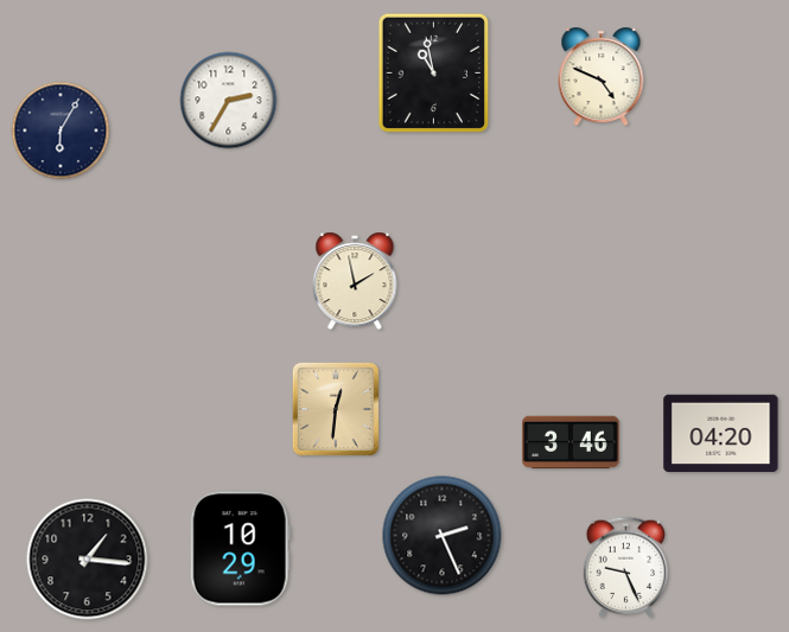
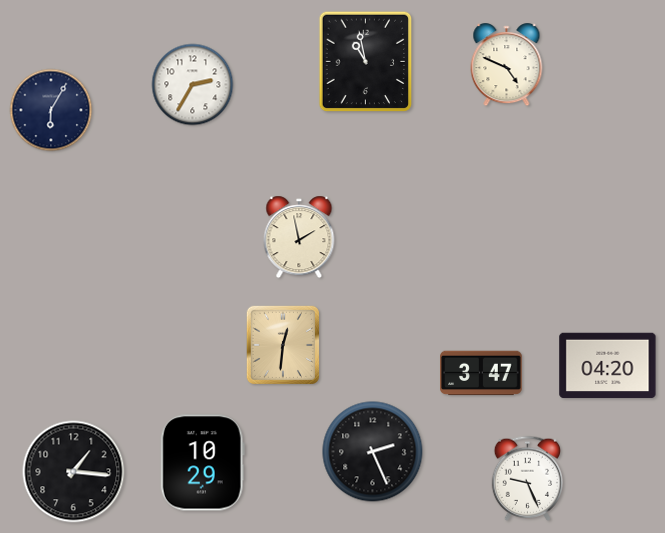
clock at (571, 442): 3:46 -> 3:47
